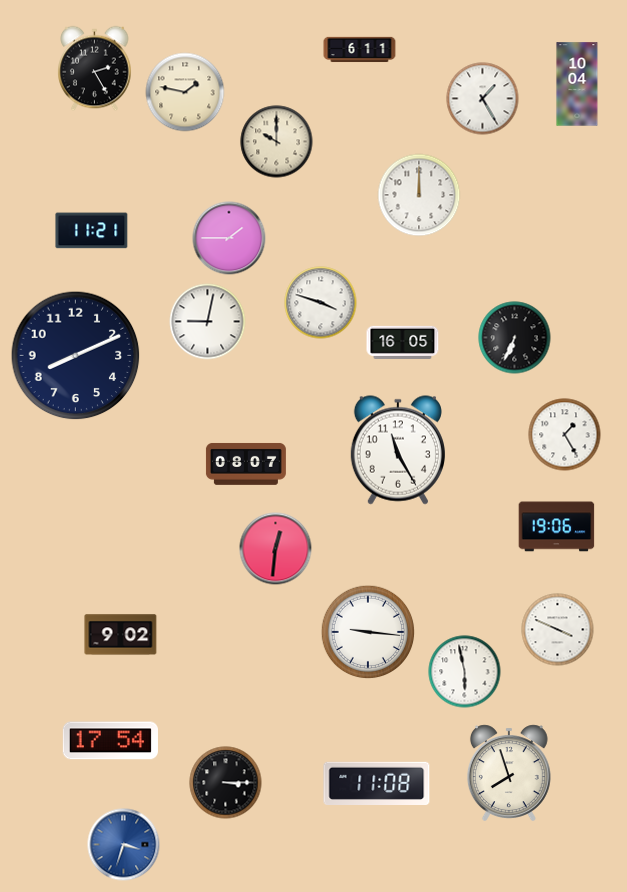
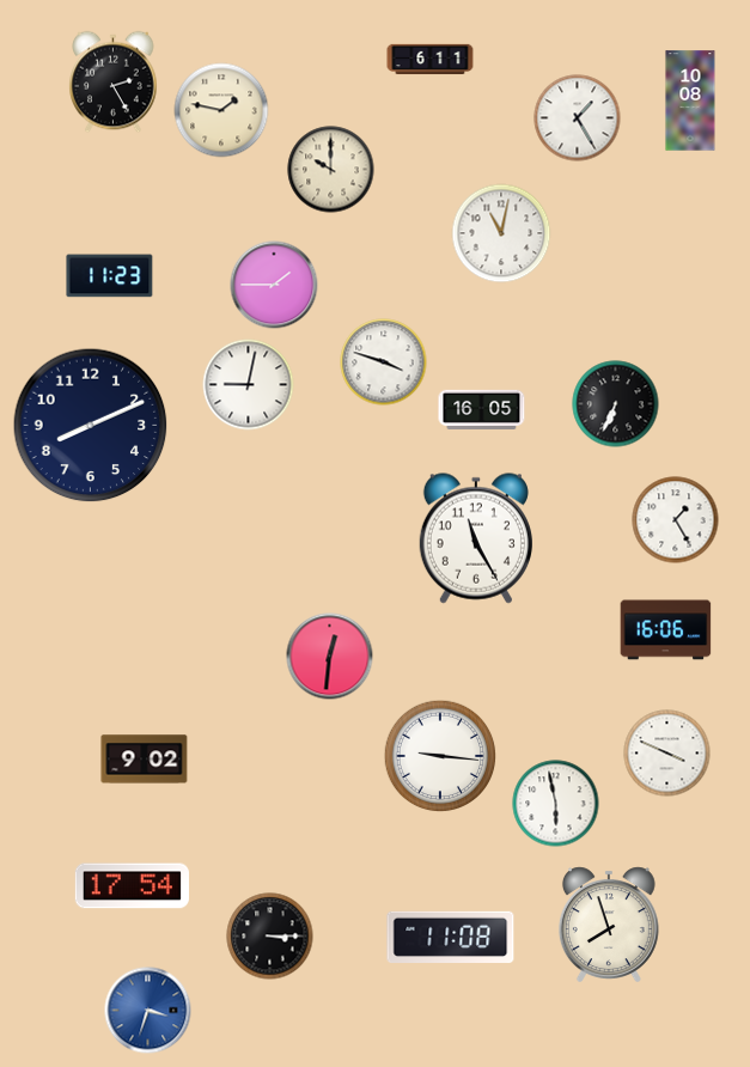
clock at (577, 84): 10:04 -> 10:08
clock at (419, 195): 12:00 -> 11:02
clock at (92, 231): 11:21 -> 11:23
clock at (246, 464): 08:07 -> none
clock at (557, 527): 19:06 -> 16:06
